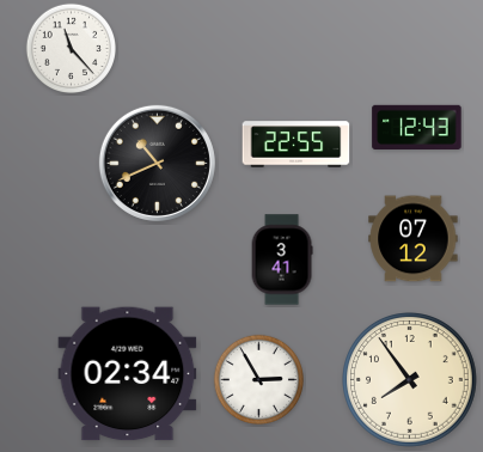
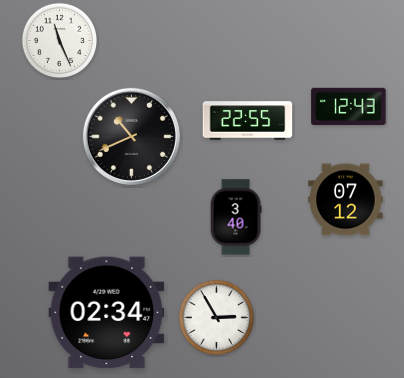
clock at (71, 48): 11:23 -> 11:26
clock at (282, 259): 3:41 -> 3:40
clock at (410, 380): 7:54 -> none
